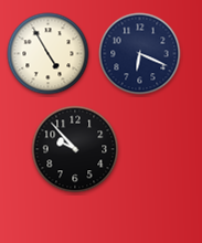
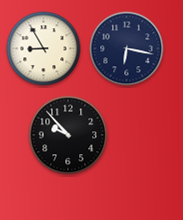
clock at (49, 54): 4:55 -> 8:55
clock at (140, 54): 6:19 -> 6:17
